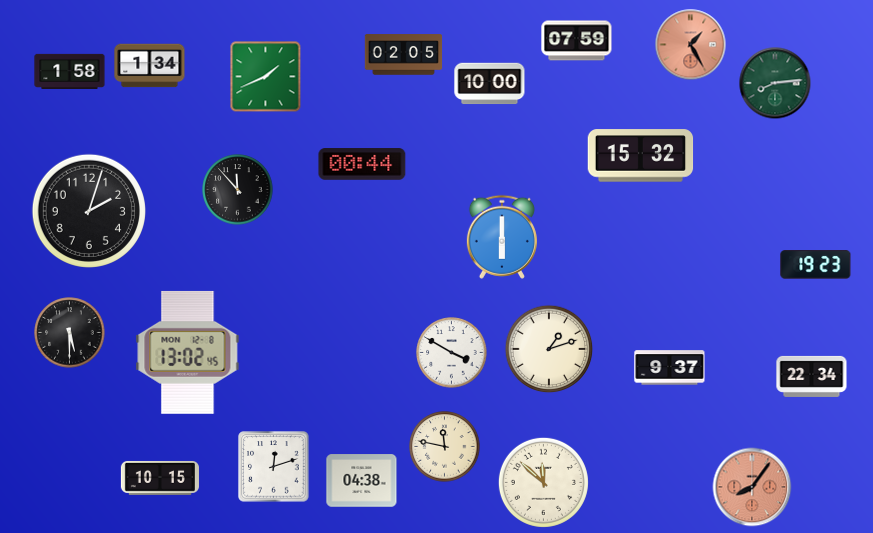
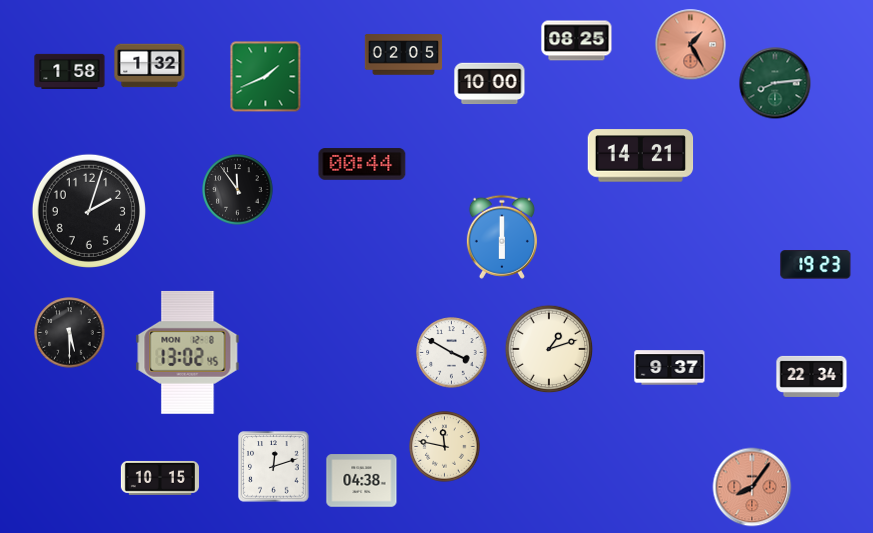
clock at (577, 41): 07:59 -> 08:25
clock at (150, 66): 1:34 -> 1:32
clock at (641, 156): 15:32 -> 14:21
clock at (238, 190): 11:53 -> 11:54
clock at (543, 482): 11:52 -> none
